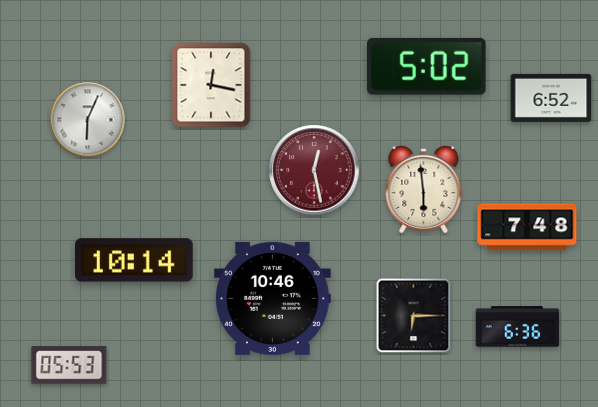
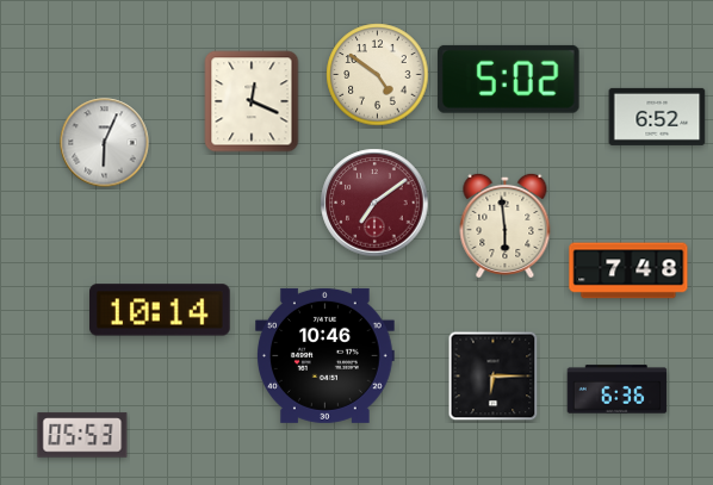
clock at (378, 75): none -> 4:51
clock at (211, 85): 12:17 -> 12:19
clock at (314, 170): 12:28 -> 7:09
